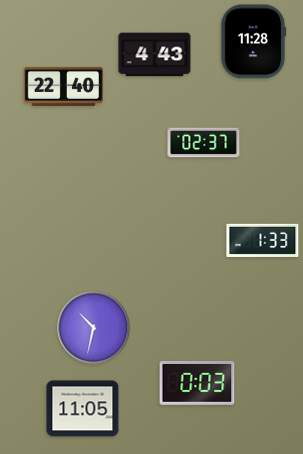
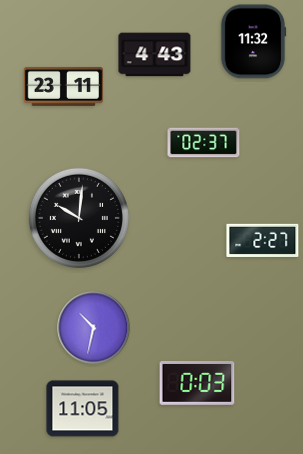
clock at (253, 42): 11:28 -> 11:32
clock at (63, 86): 22:40 -> 23:11
clock at (79, 218): none -> 10:01
clock at (263, 240): 1:33 -> 2:27
